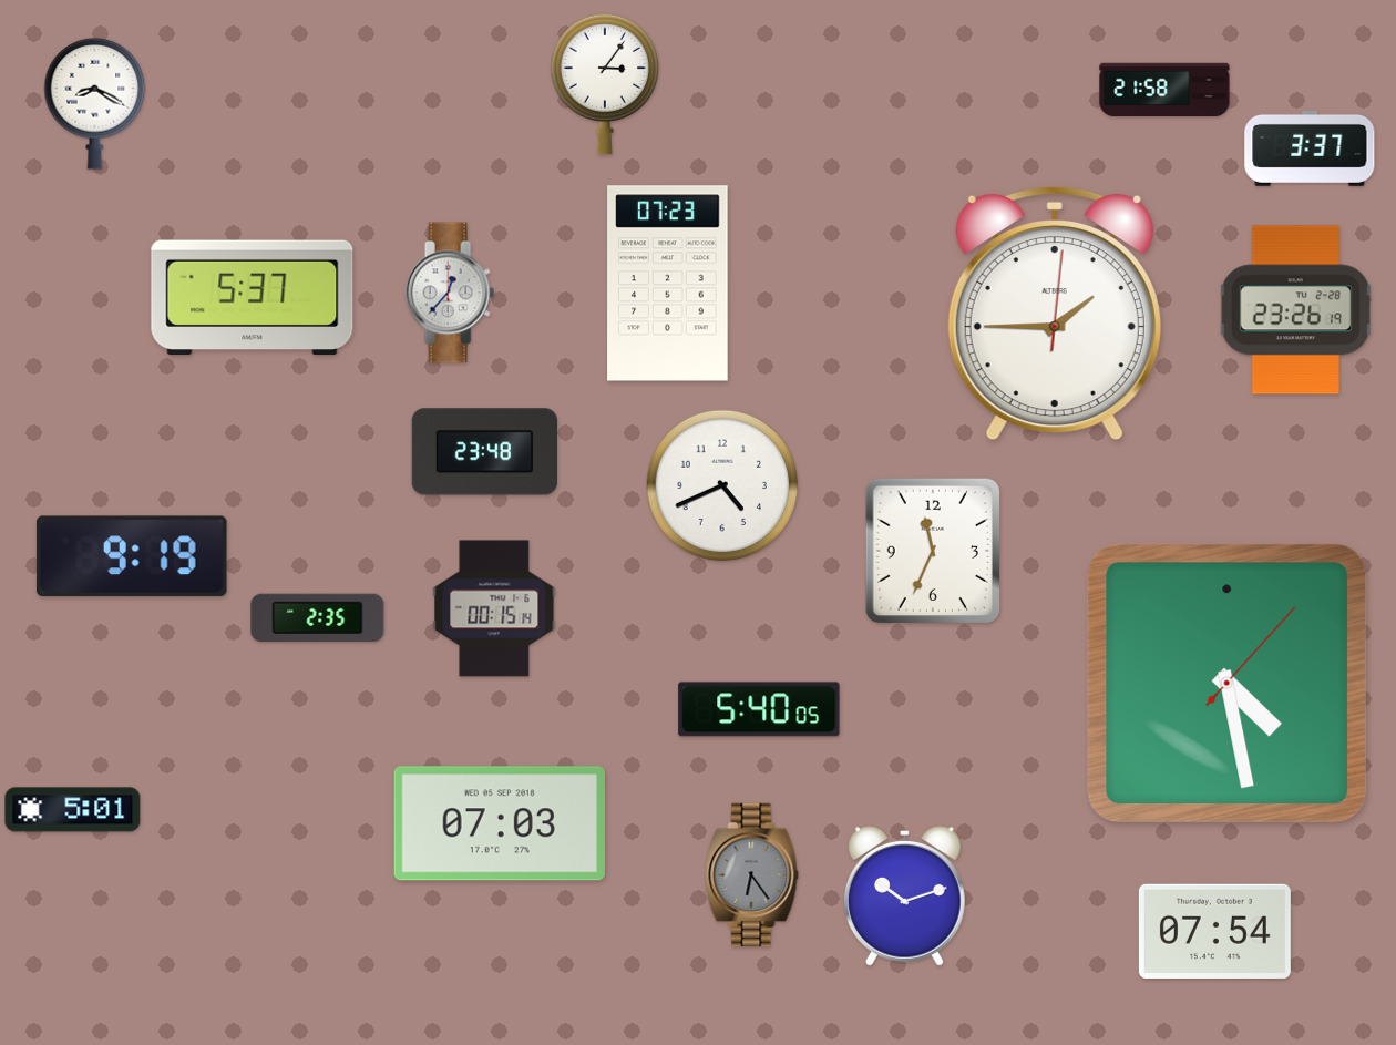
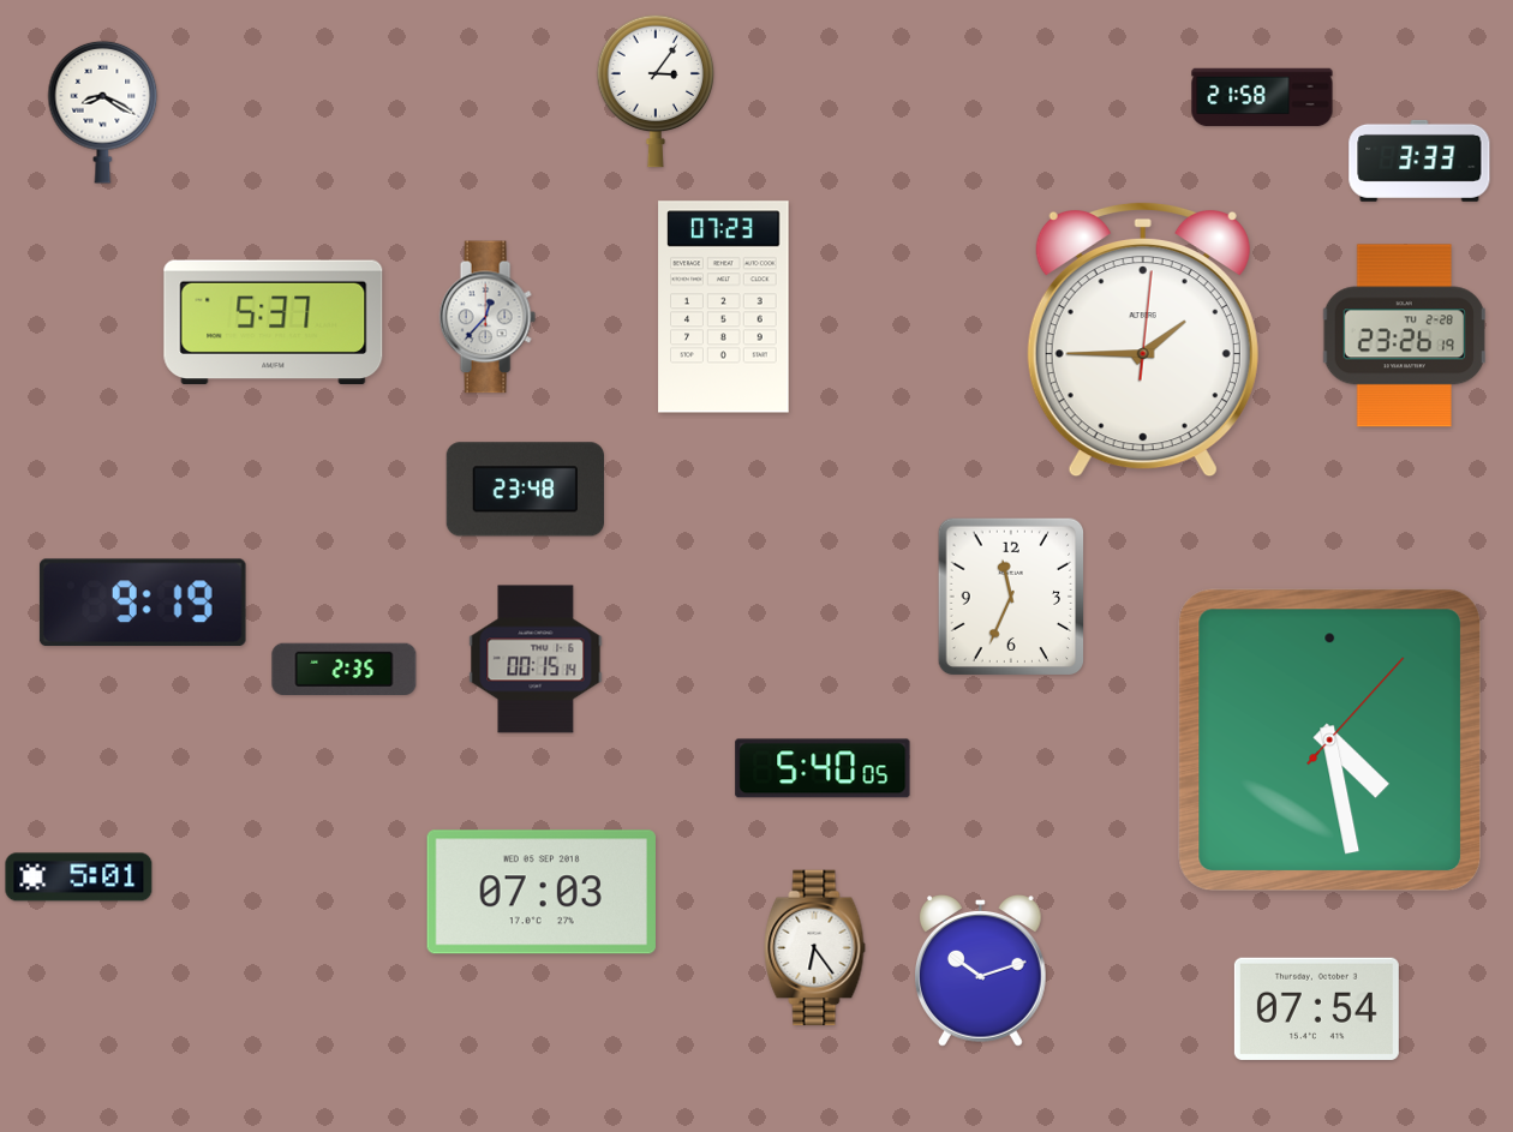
clock at (1310, 148): 3:37 -> 3:33
clock at (722, 485): 4:41 -> none
clock at (752, 875) dial: grey -> white
